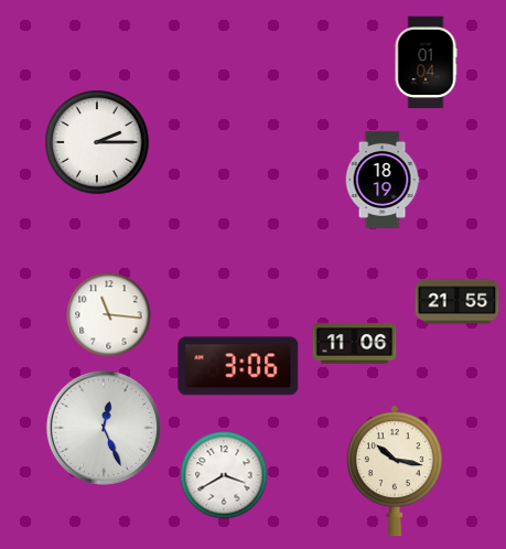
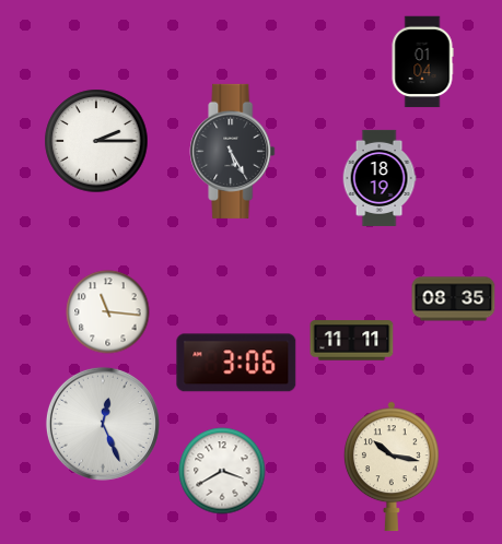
clock at (233, 151): none -> 5:25
clock at (457, 302): 21:55 -> 08:35
clock at (355, 344): 11:06 -> 11:11
